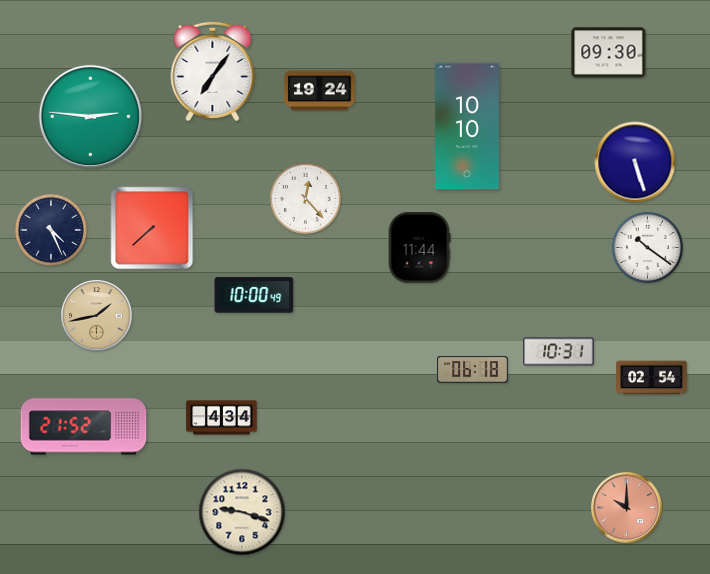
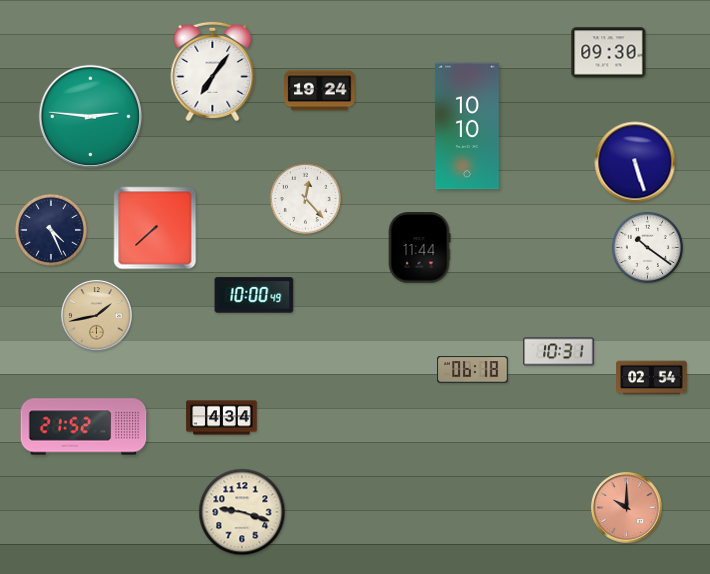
clock at (152, 228) position: (152, 228) -> (155, 228)
